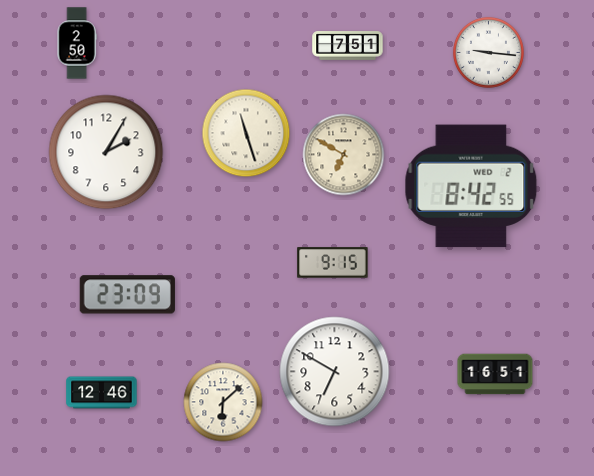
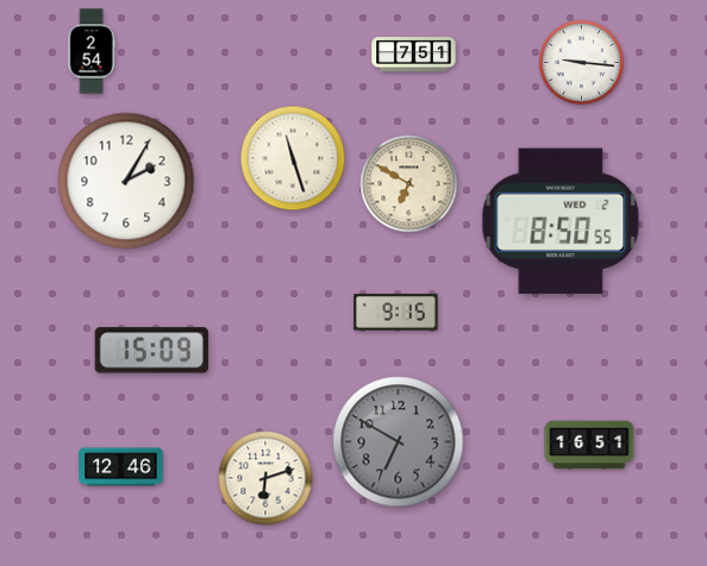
clock at (77, 43): 2:50 -> 2:54
clock at (471, 186): 8:42 -> 8:50
clock at (127, 295): 23:09 -> 15:09
clock at (335, 372) dial: white -> grey
clock at (223, 402): 6:08 -> 6:12
